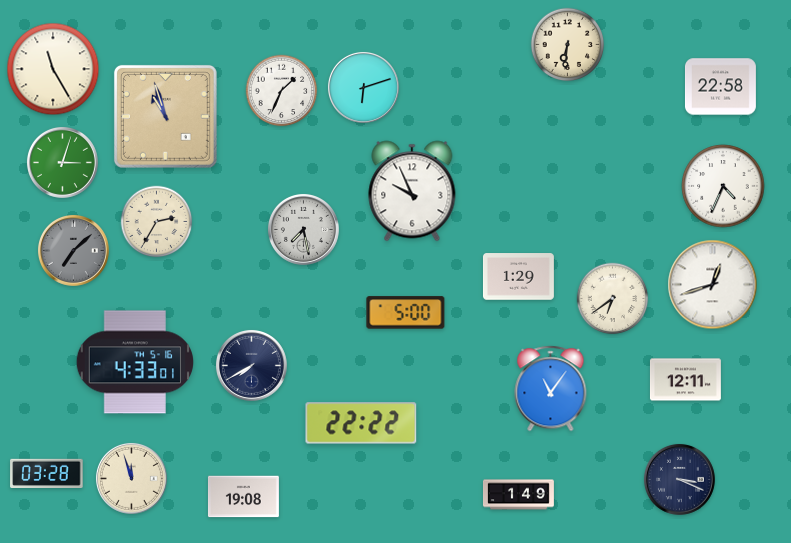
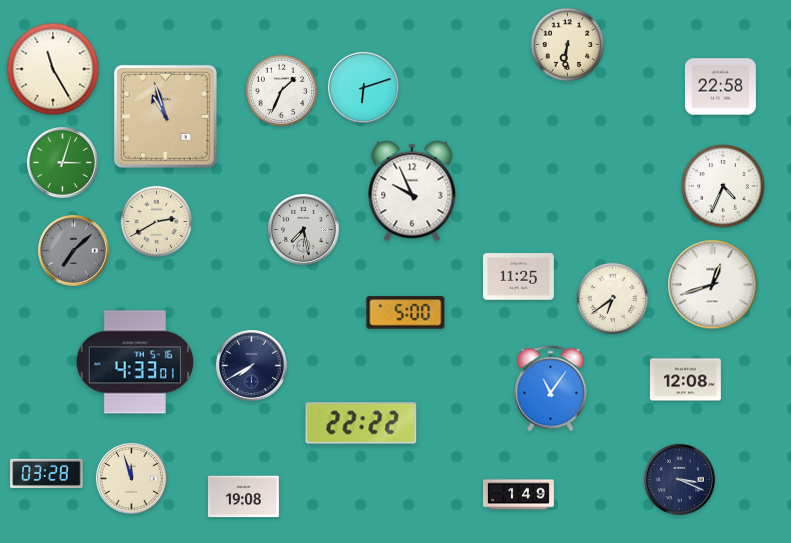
clock at (157, 222): 2:35 -> 2:40
clock at (518, 277): 1:29 -> 11:25
clock at (685, 380): 12:11 -> 12:08
